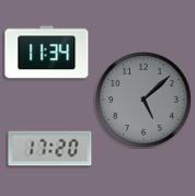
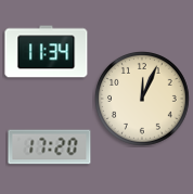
clock at (145, 101): 5:08 -> 12:04
clock at (145, 101) dial: grey -> cream
